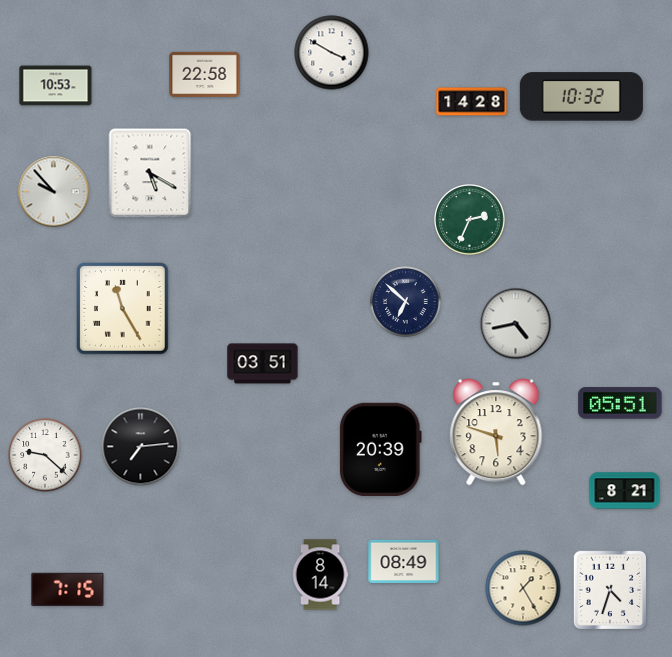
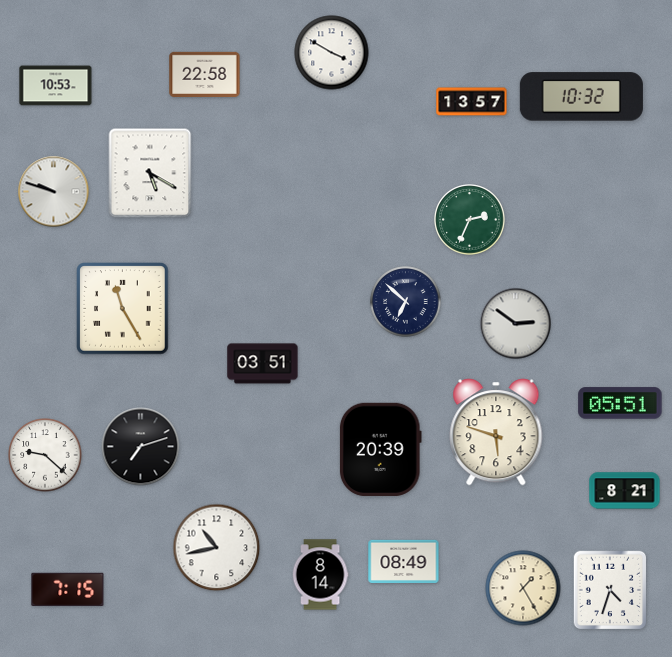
clock at (472, 102): 14:28 -> 13:57
clock at (54, 192): 9:53 -> 9:48
clock at (516, 324): 4:43 -> 2:51
clock at (141, 447): 7:14 -> 7:12
clock at (217, 548): none -> 10:43
